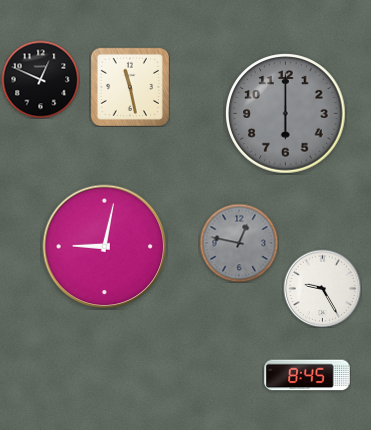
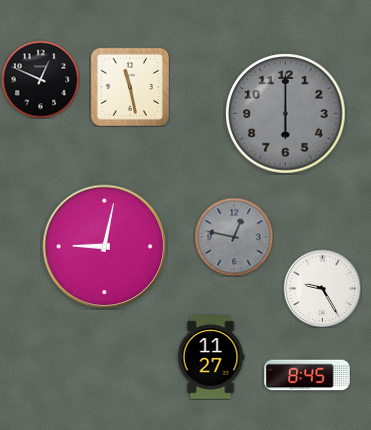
clock at (239, 243) position: (239, 243) -> (234, 237)
clock at (211, 357): none -> 11:27
